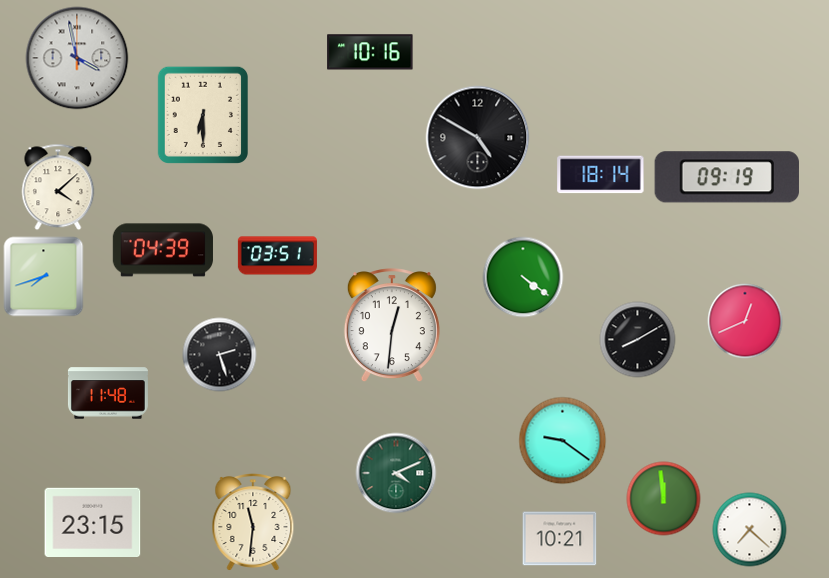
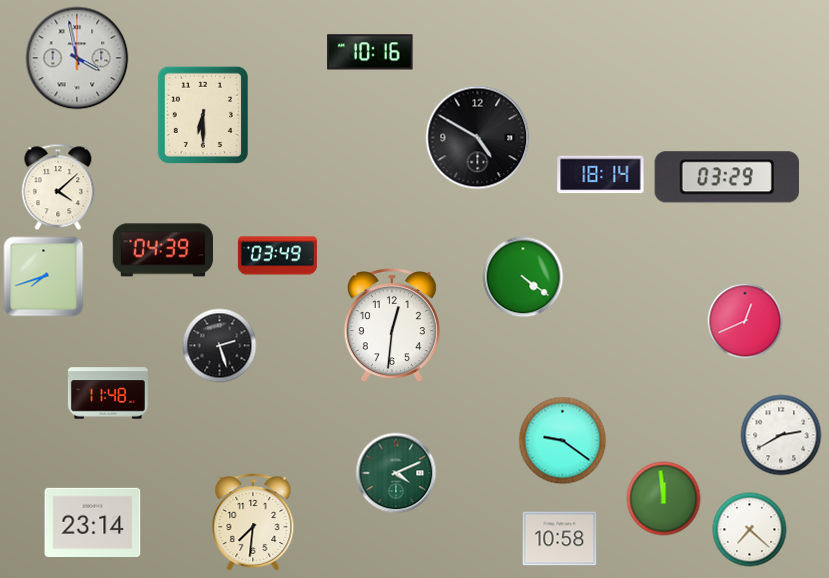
clock at (727, 177): 09:19 -> 03:29
clock at (277, 256): 03:51 -> 03:49
clock at (638, 340): 8:10 -> none
clock at (220, 355) position: (220, 355) -> (220, 346)
clock at (781, 435): none -> 2:40
clock at (93, 522): 23:15 -> 23:14
clock at (253, 523): 11:31 -> 7:31
clock at (560, 539): 10:21 -> 10:58
